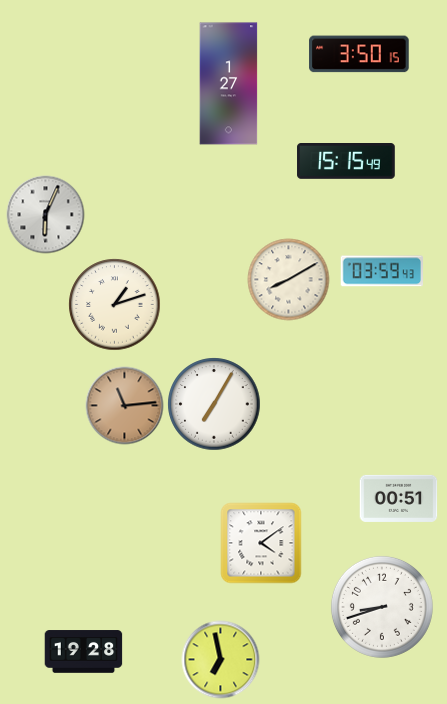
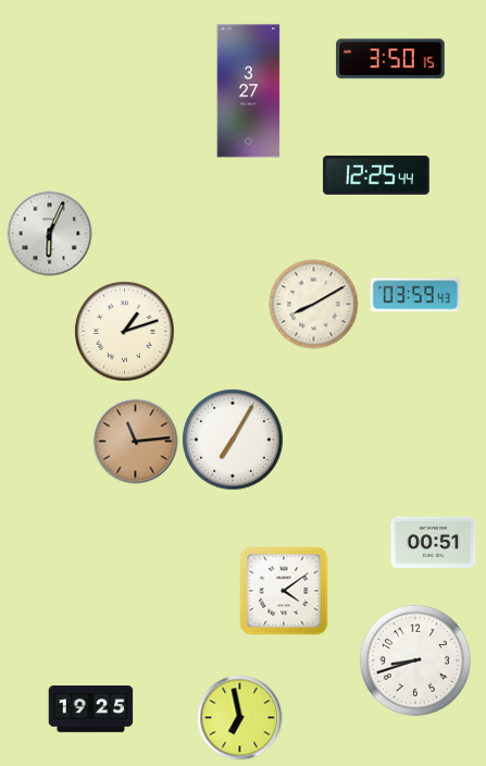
clock at (229, 84): 1:27 -> 3:27
clock at (346, 162): 15:15 -> 12:25
clock at (83, 652): 19:28 -> 19:25
